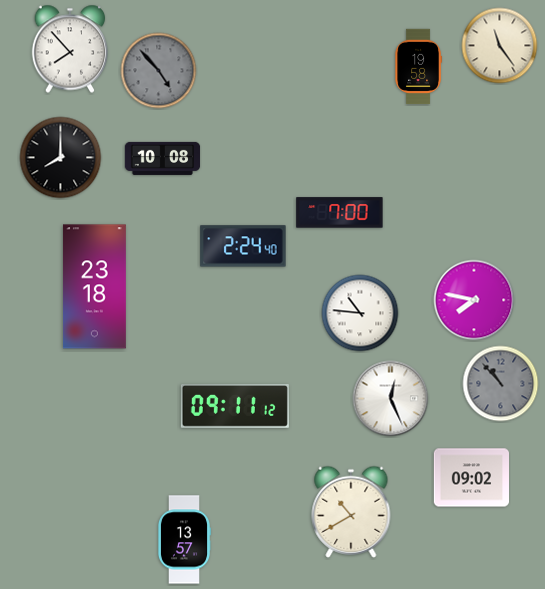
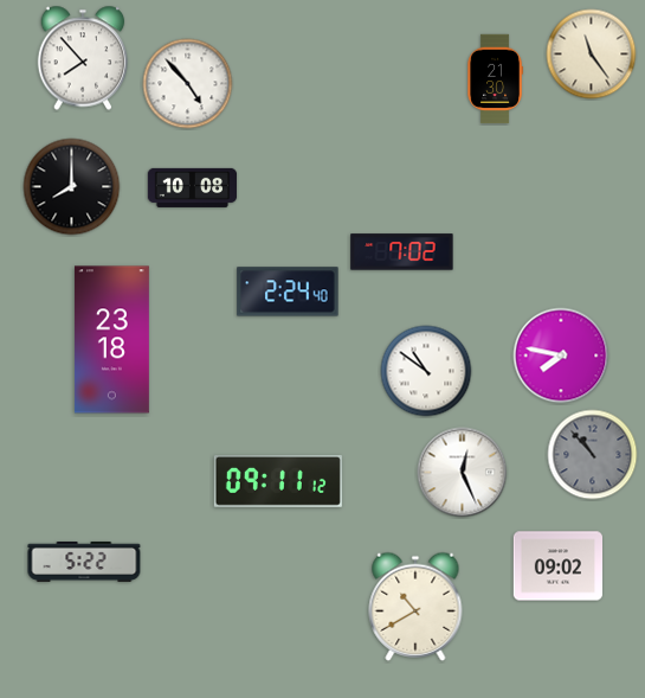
clock at (418, 67): 19:58 -> 21:30
clock at (159, 71) dial: grey -> white
clock at (340, 213): 7:00 -> 7:02
clock at (360, 313): 10:46 -> 10:51
clock at (84, 562): none -> 5:22
clock at (183, 540): 13:57 -> none
